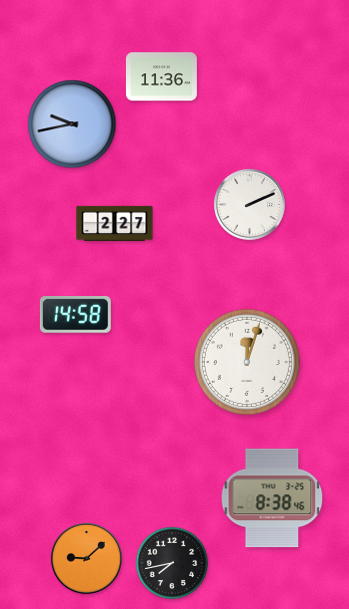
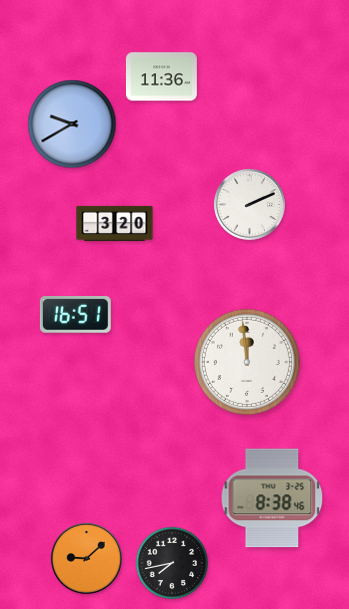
clock at (72, 124): 9:43 -> 9:40
clock at (115, 223): 2:27 -> 3:20
clock at (75, 315): 14:58 -> 16:51
clock at (247, 362): 12:03 -> 11:59
